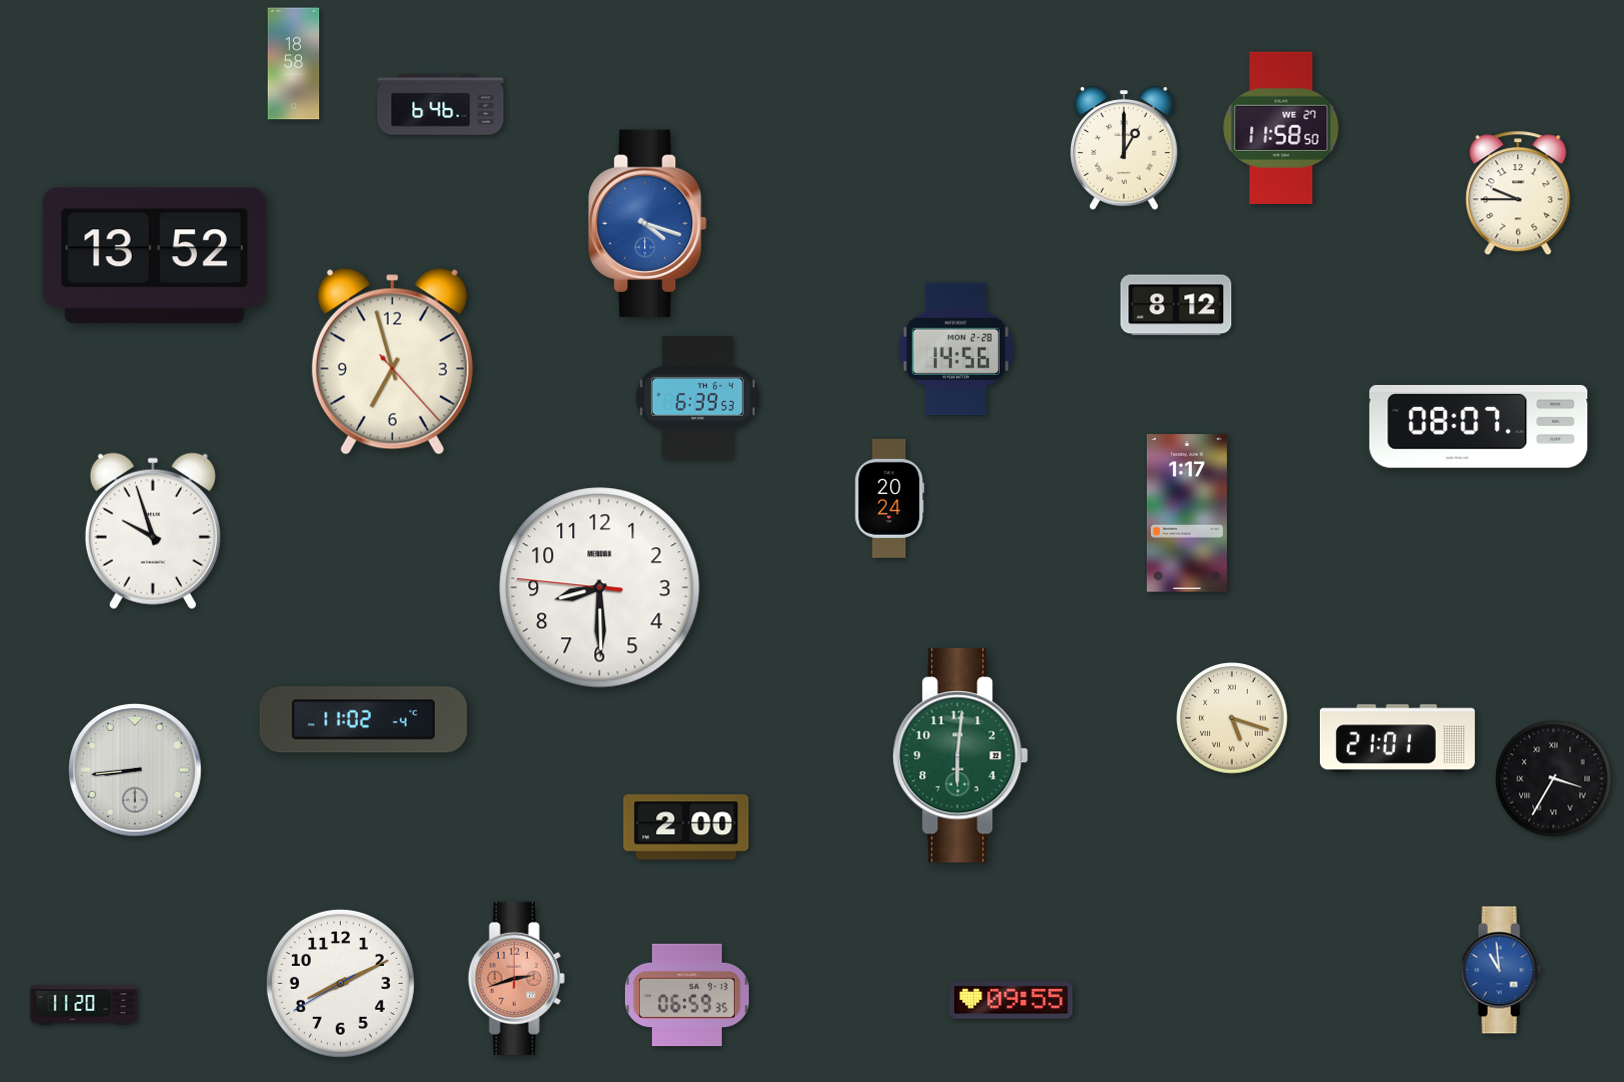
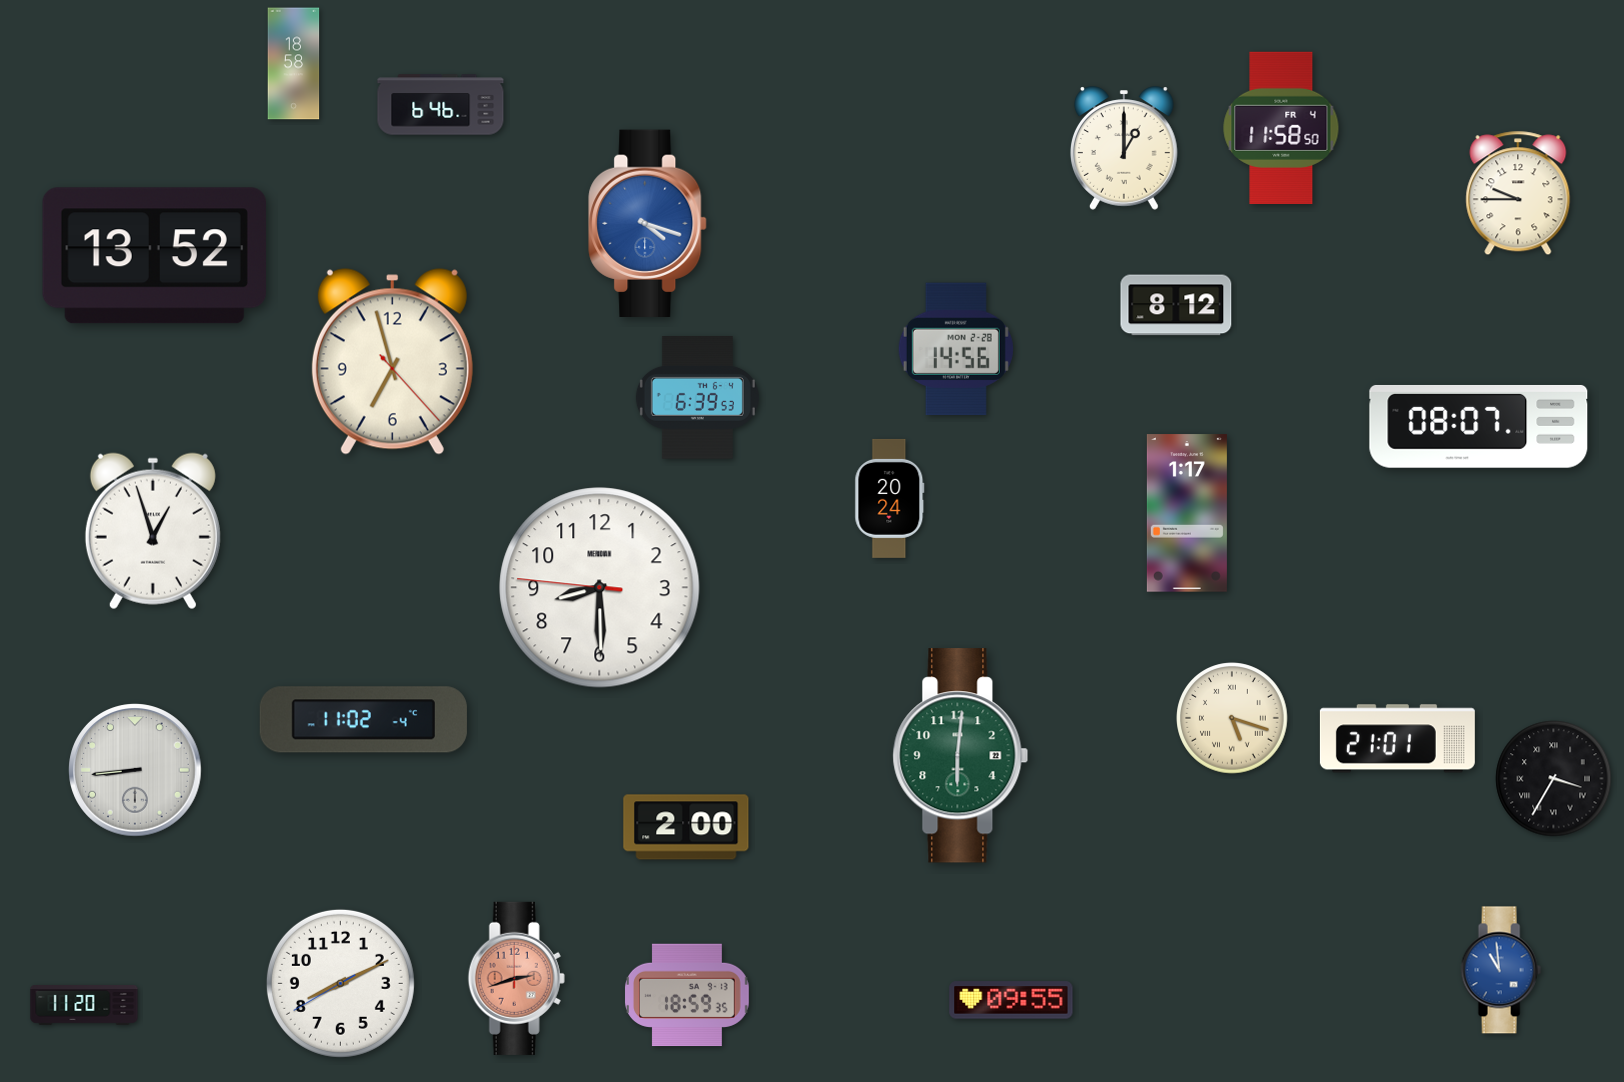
clock at (1281, 128) date: WE 27 -> FR 4
clock at (153, 531): 9:57 -> 12:57
clock at (688, 995): 06:59 -> 18:59
